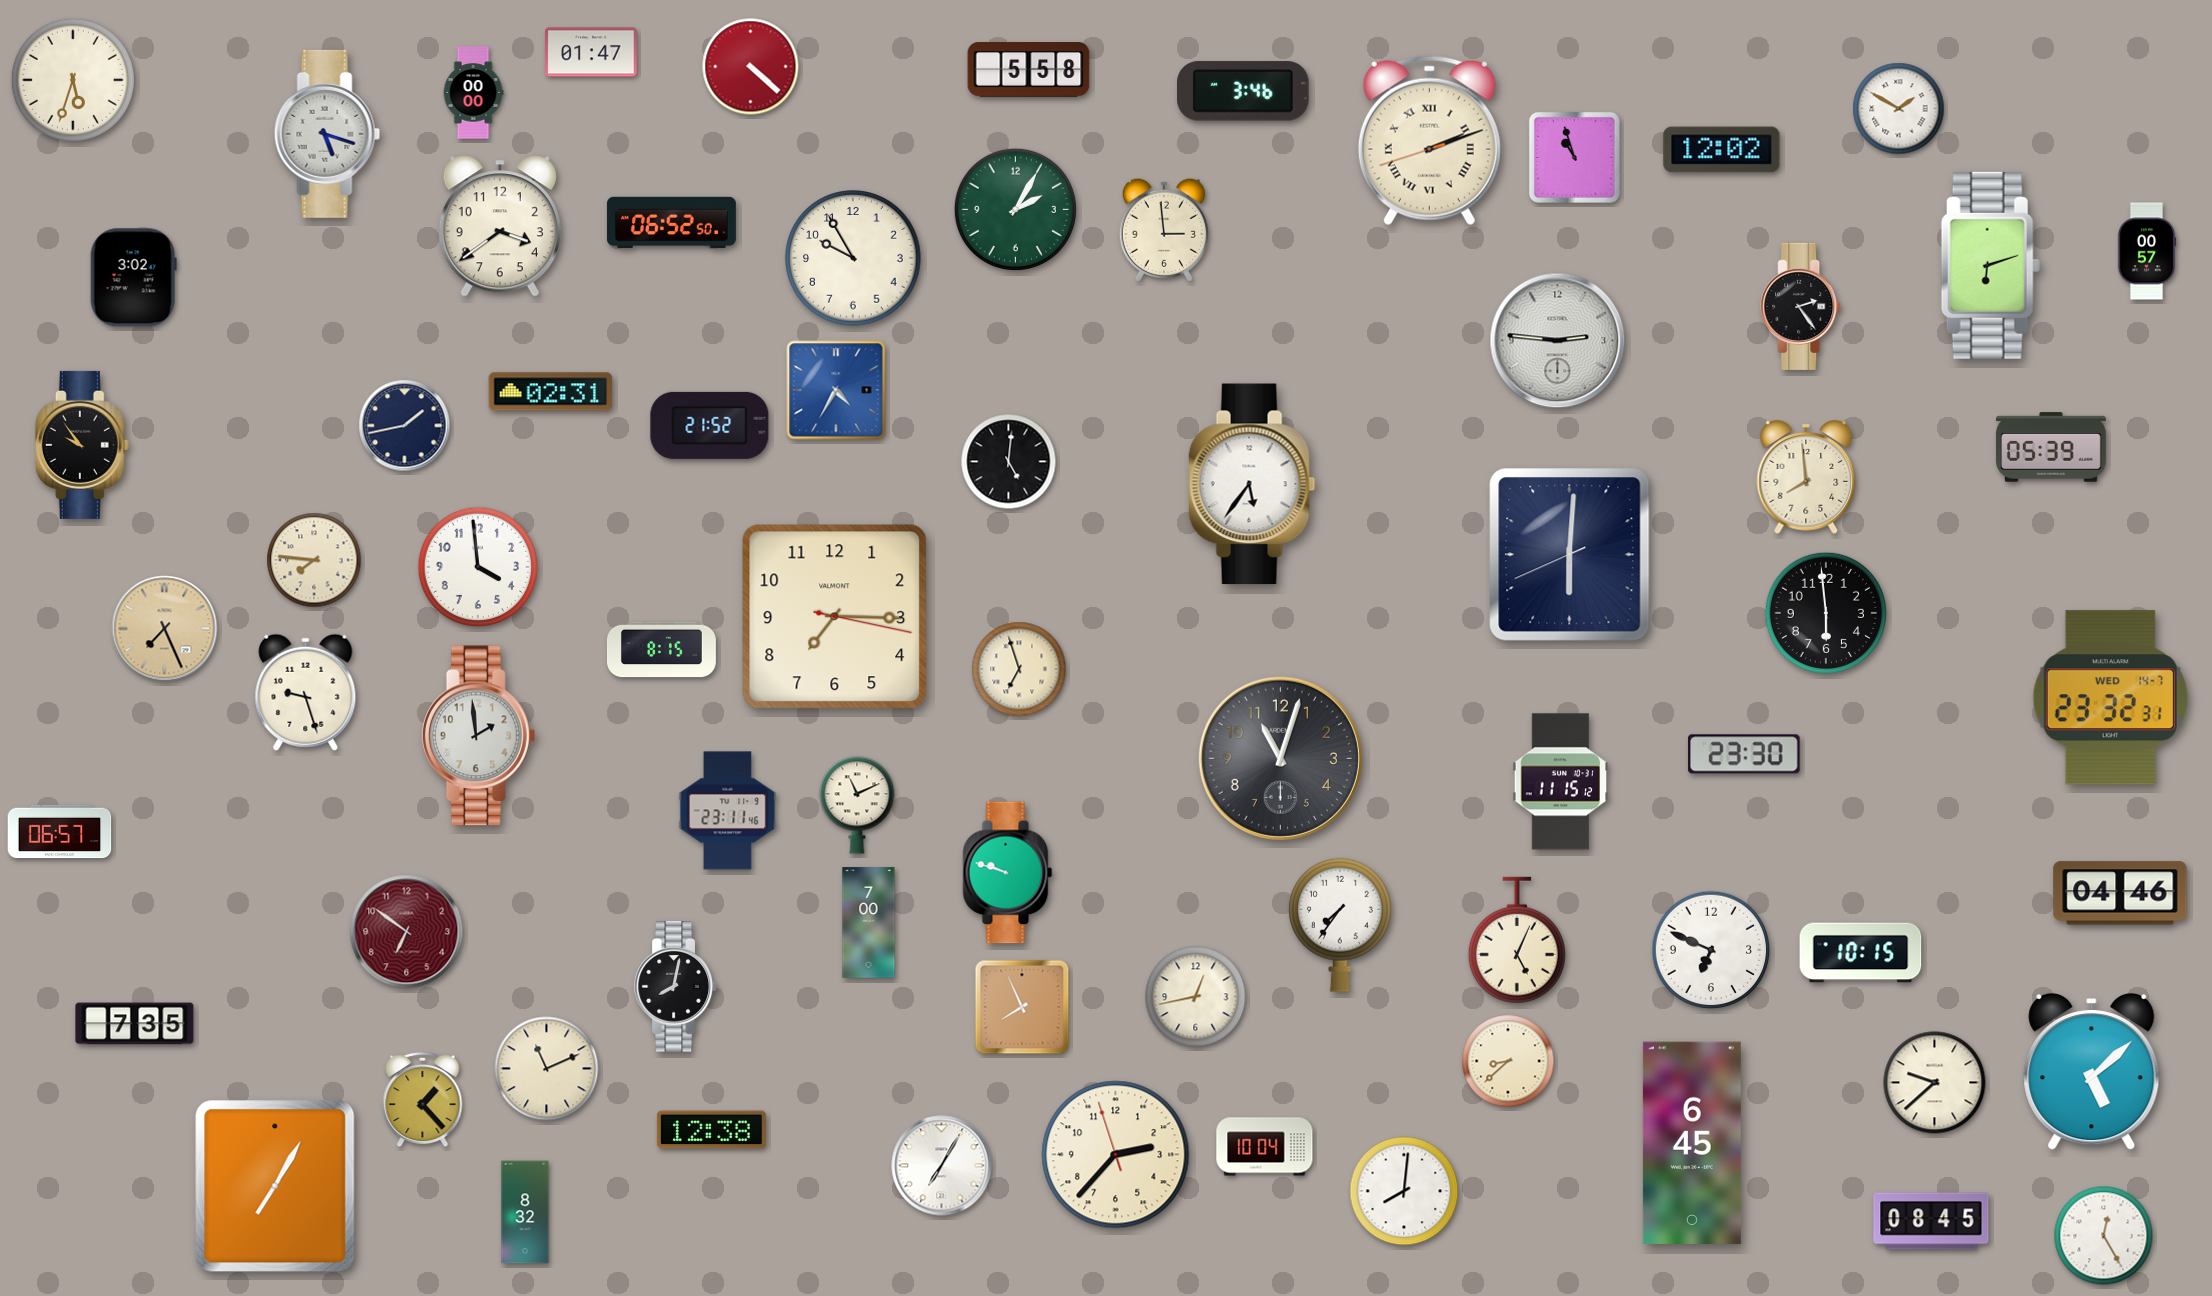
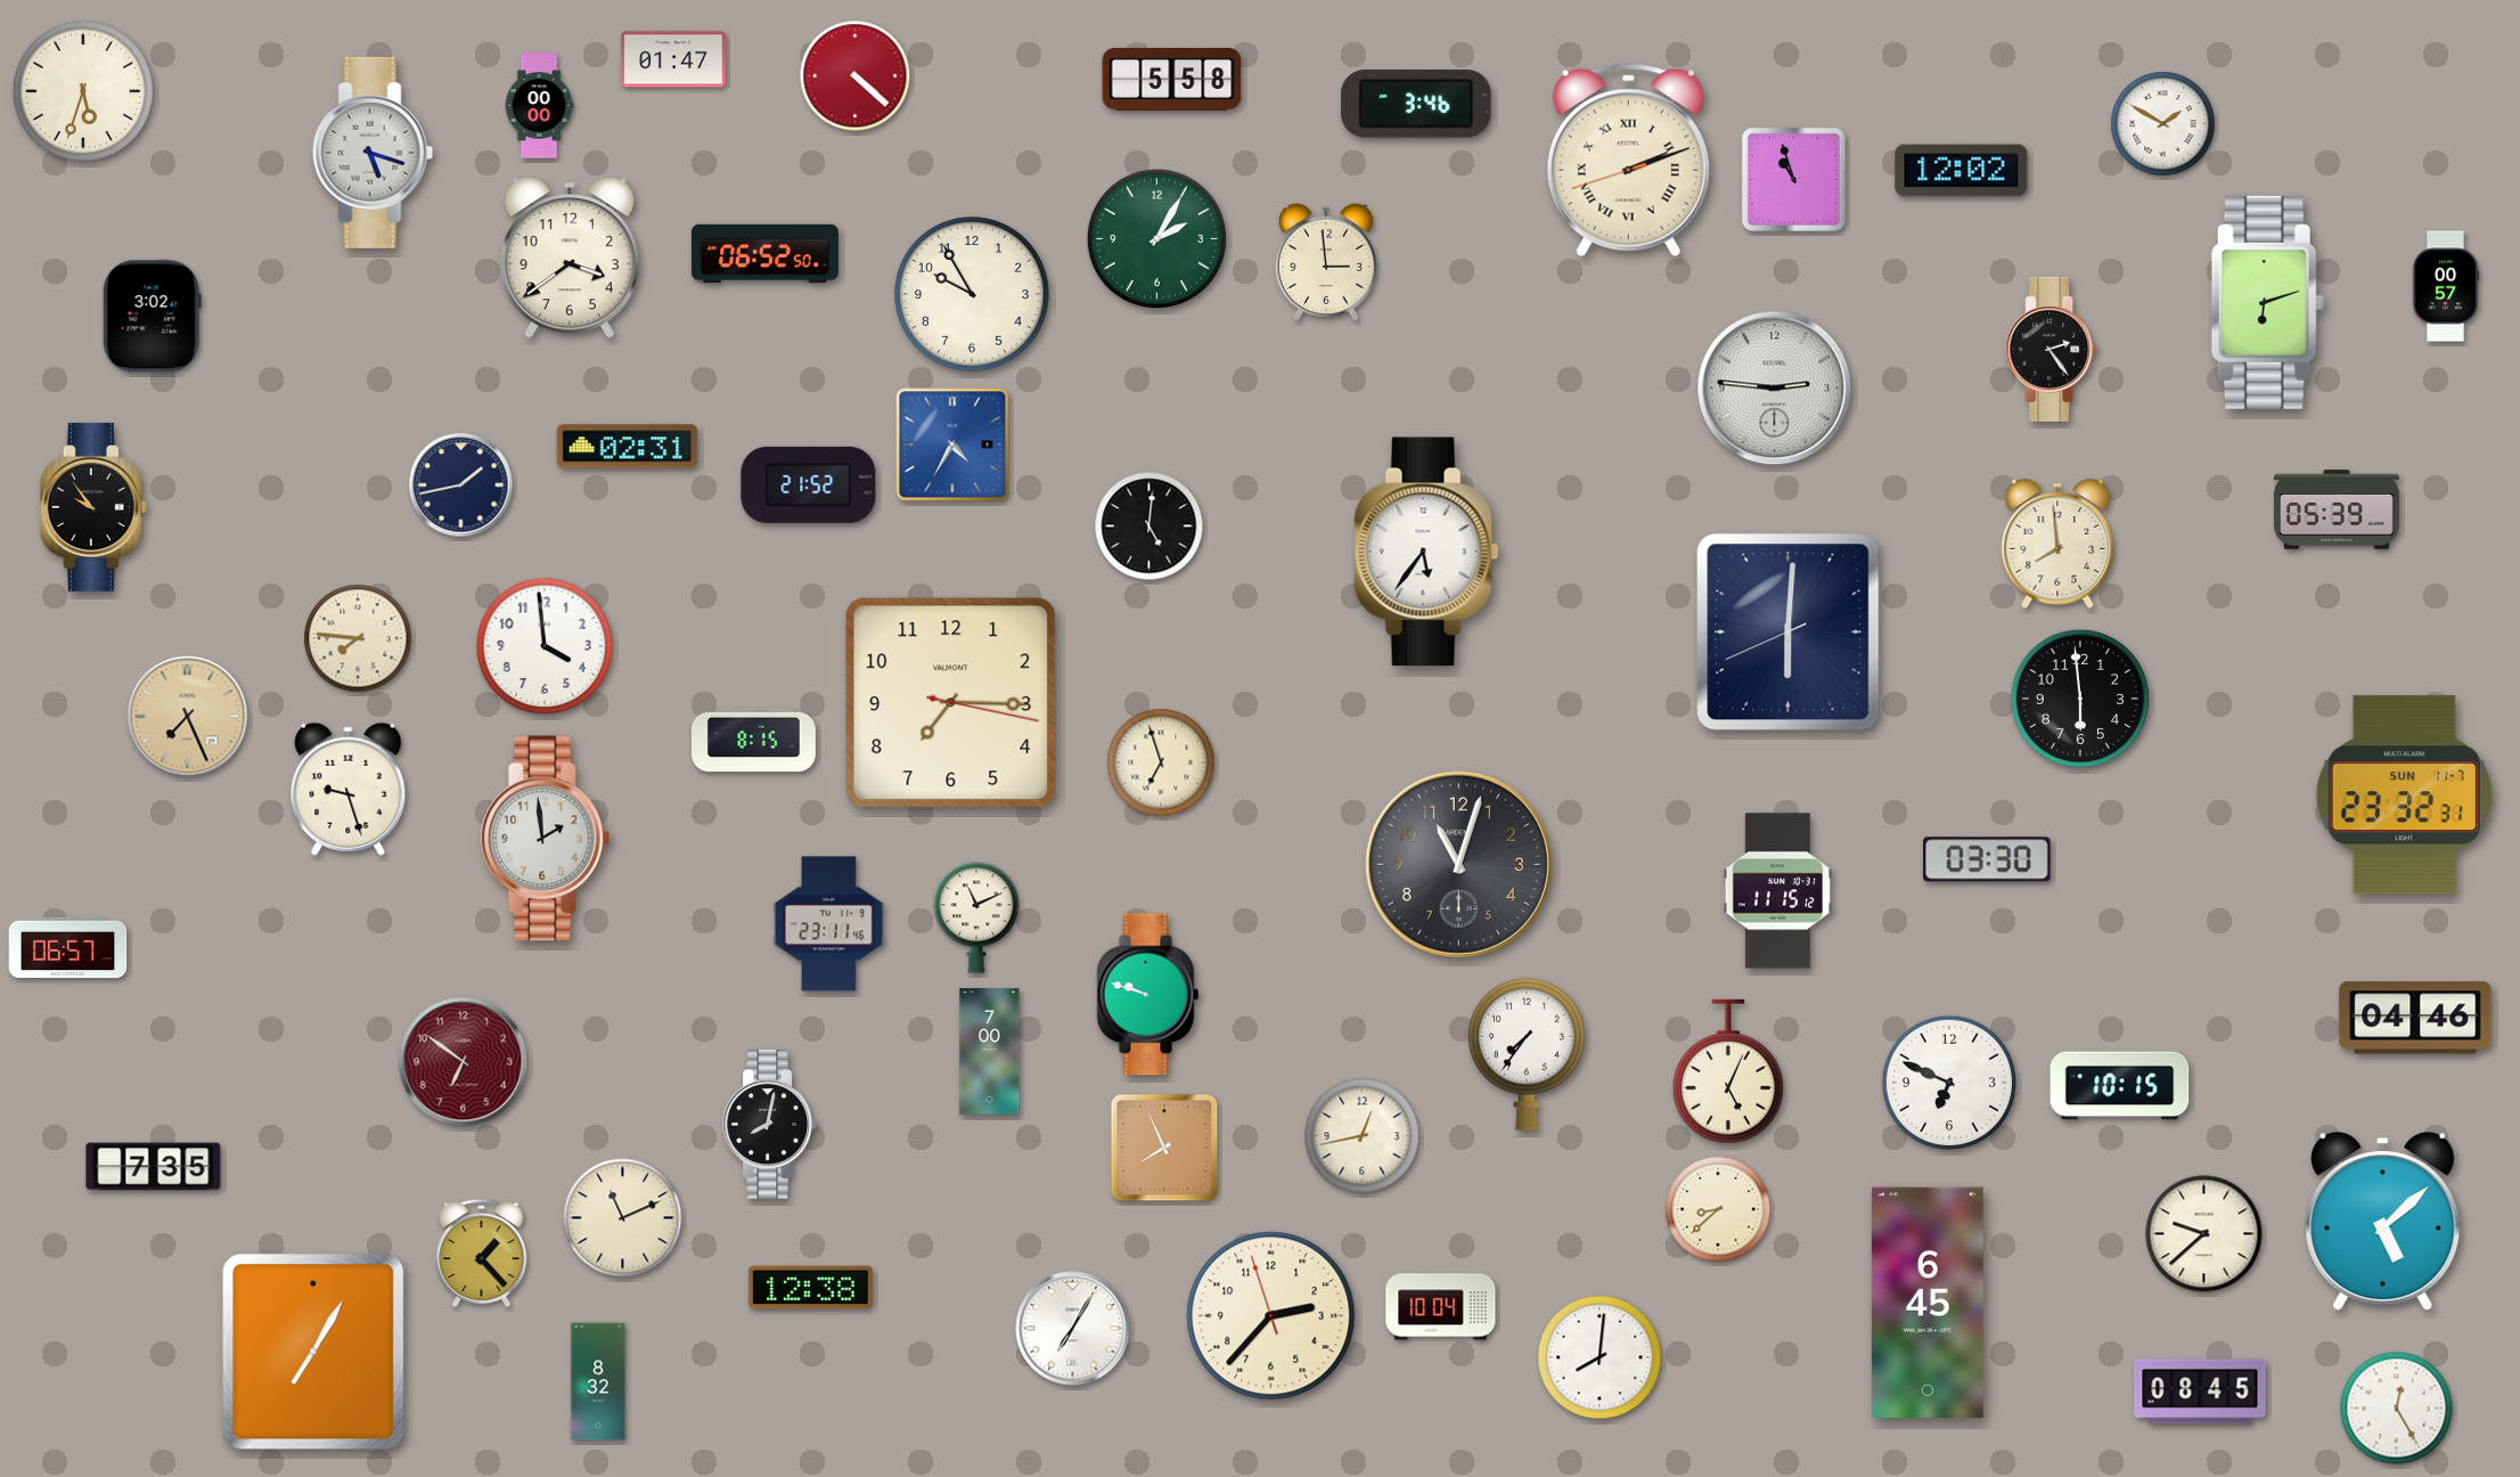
clock at (2110, 698) date: WED 14-7 -> SUN 11-7
clock at (1744, 754): 23:30 -> 03:30
